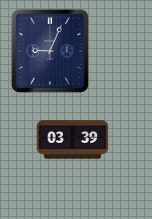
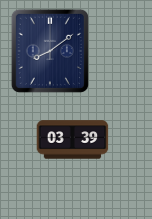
clock at (50, 51): 9:04 -> 8:09
